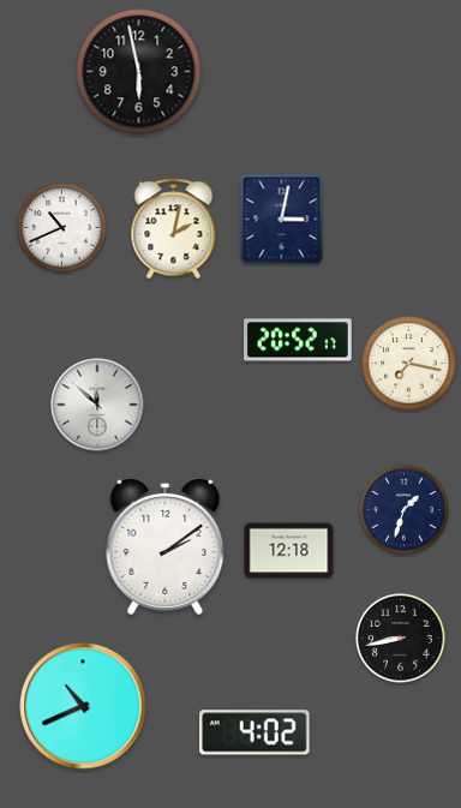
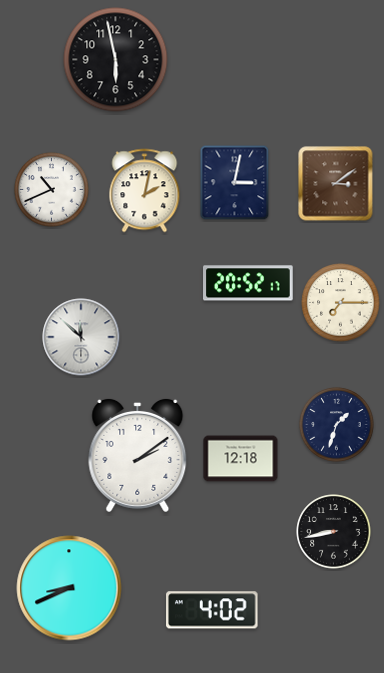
clock at (336, 184): none -> 3:09
clock at (409, 364): 7:17 -> 7:15
clock at (83, 706): 10:41 -> 8:41
